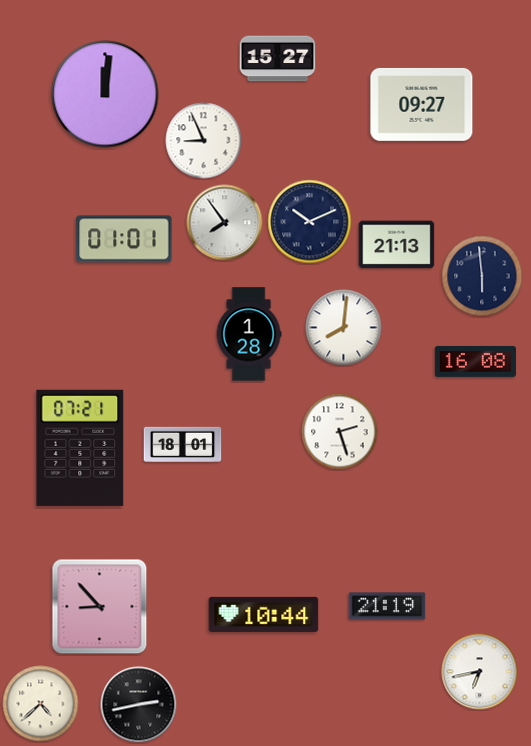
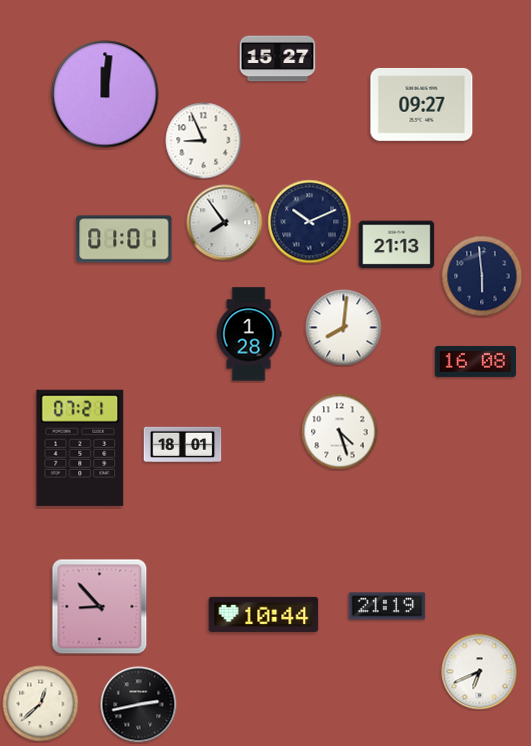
clock at (340, 432): 2:27 -> 4:27
clock at (480, 672): 6:43 -> 6:41
clock at (41, 704): 4:38 -> 12:38
